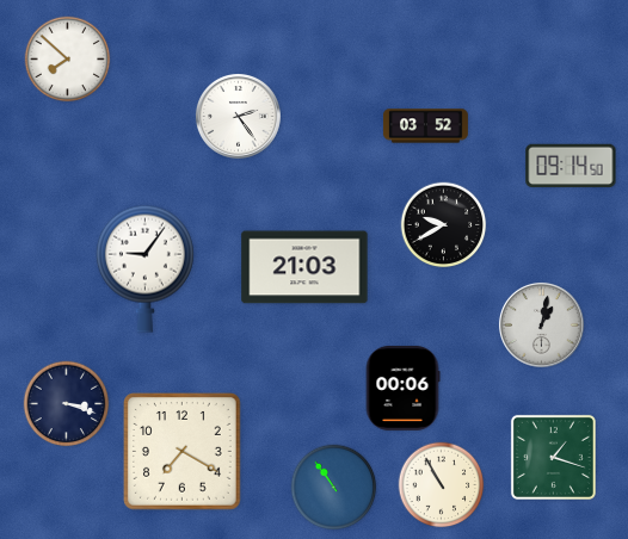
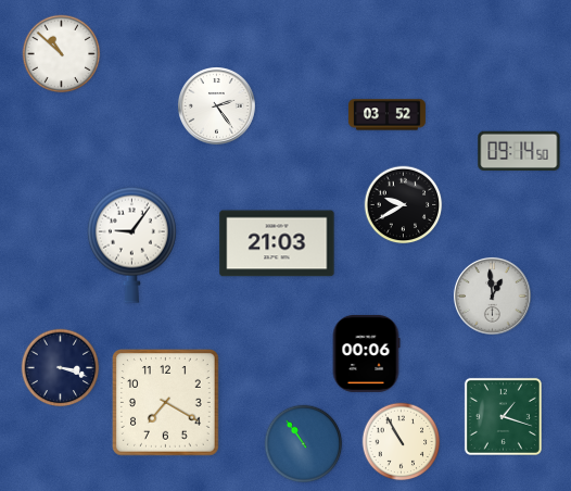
clock at (68, 60): 7:52 -> 10:52
clock at (541, 324): 1:02 -> 12:59
clock at (183, 452) position: (183, 452) -> (166, 403)
